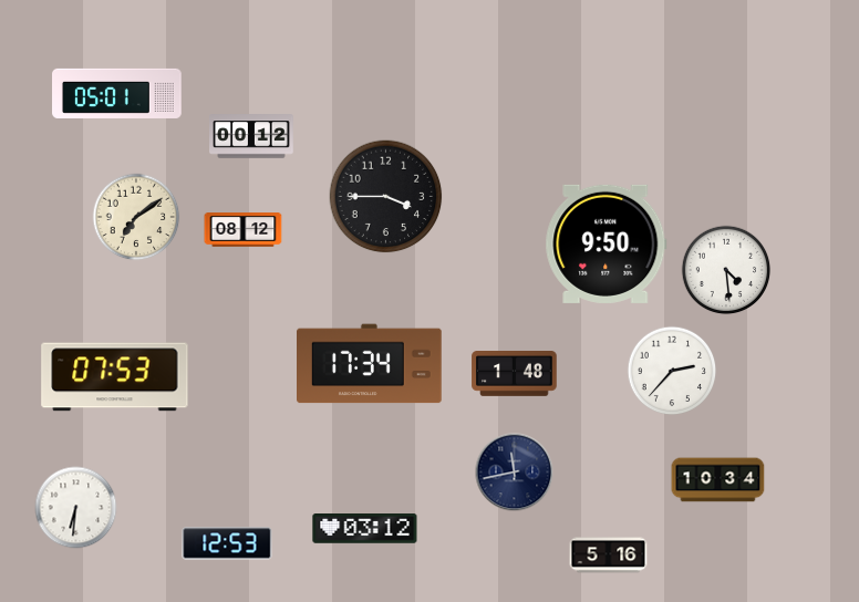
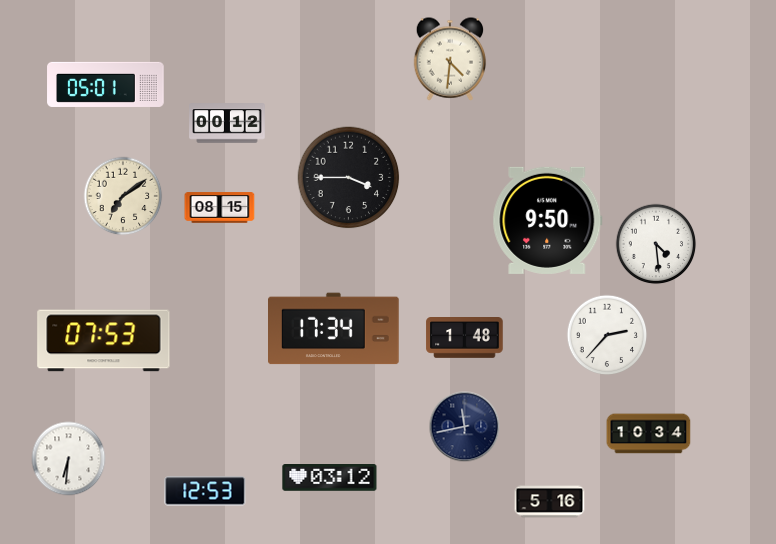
clock at (450, 59): none -> 4:31
clock at (244, 230): 08:12 -> 08:15
